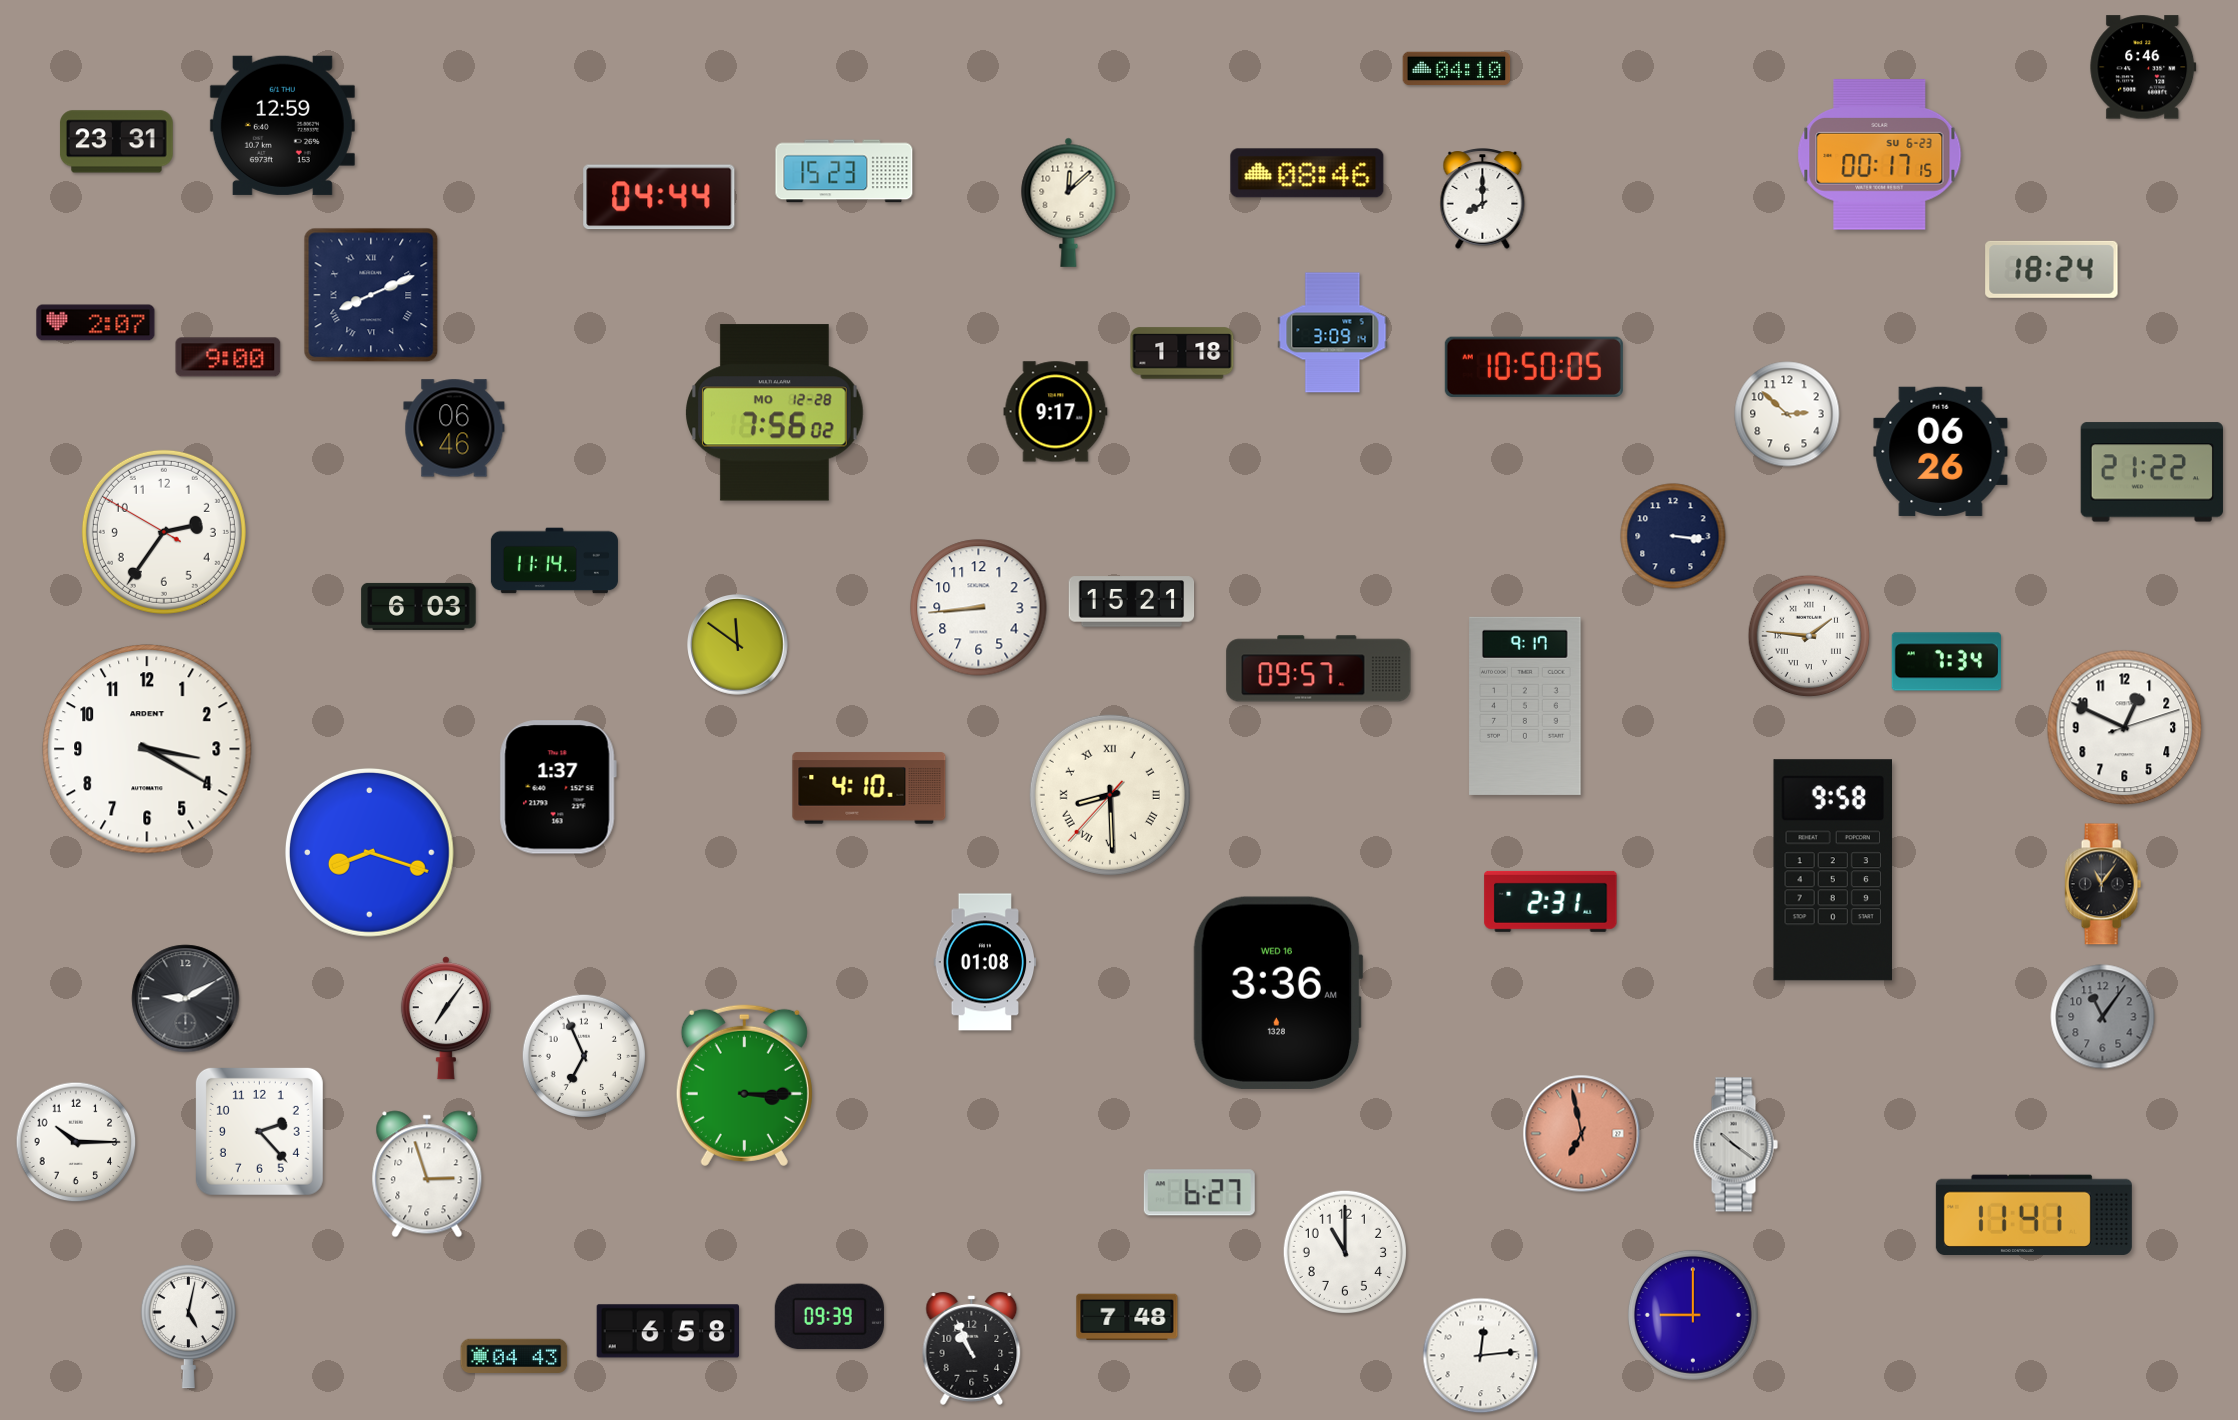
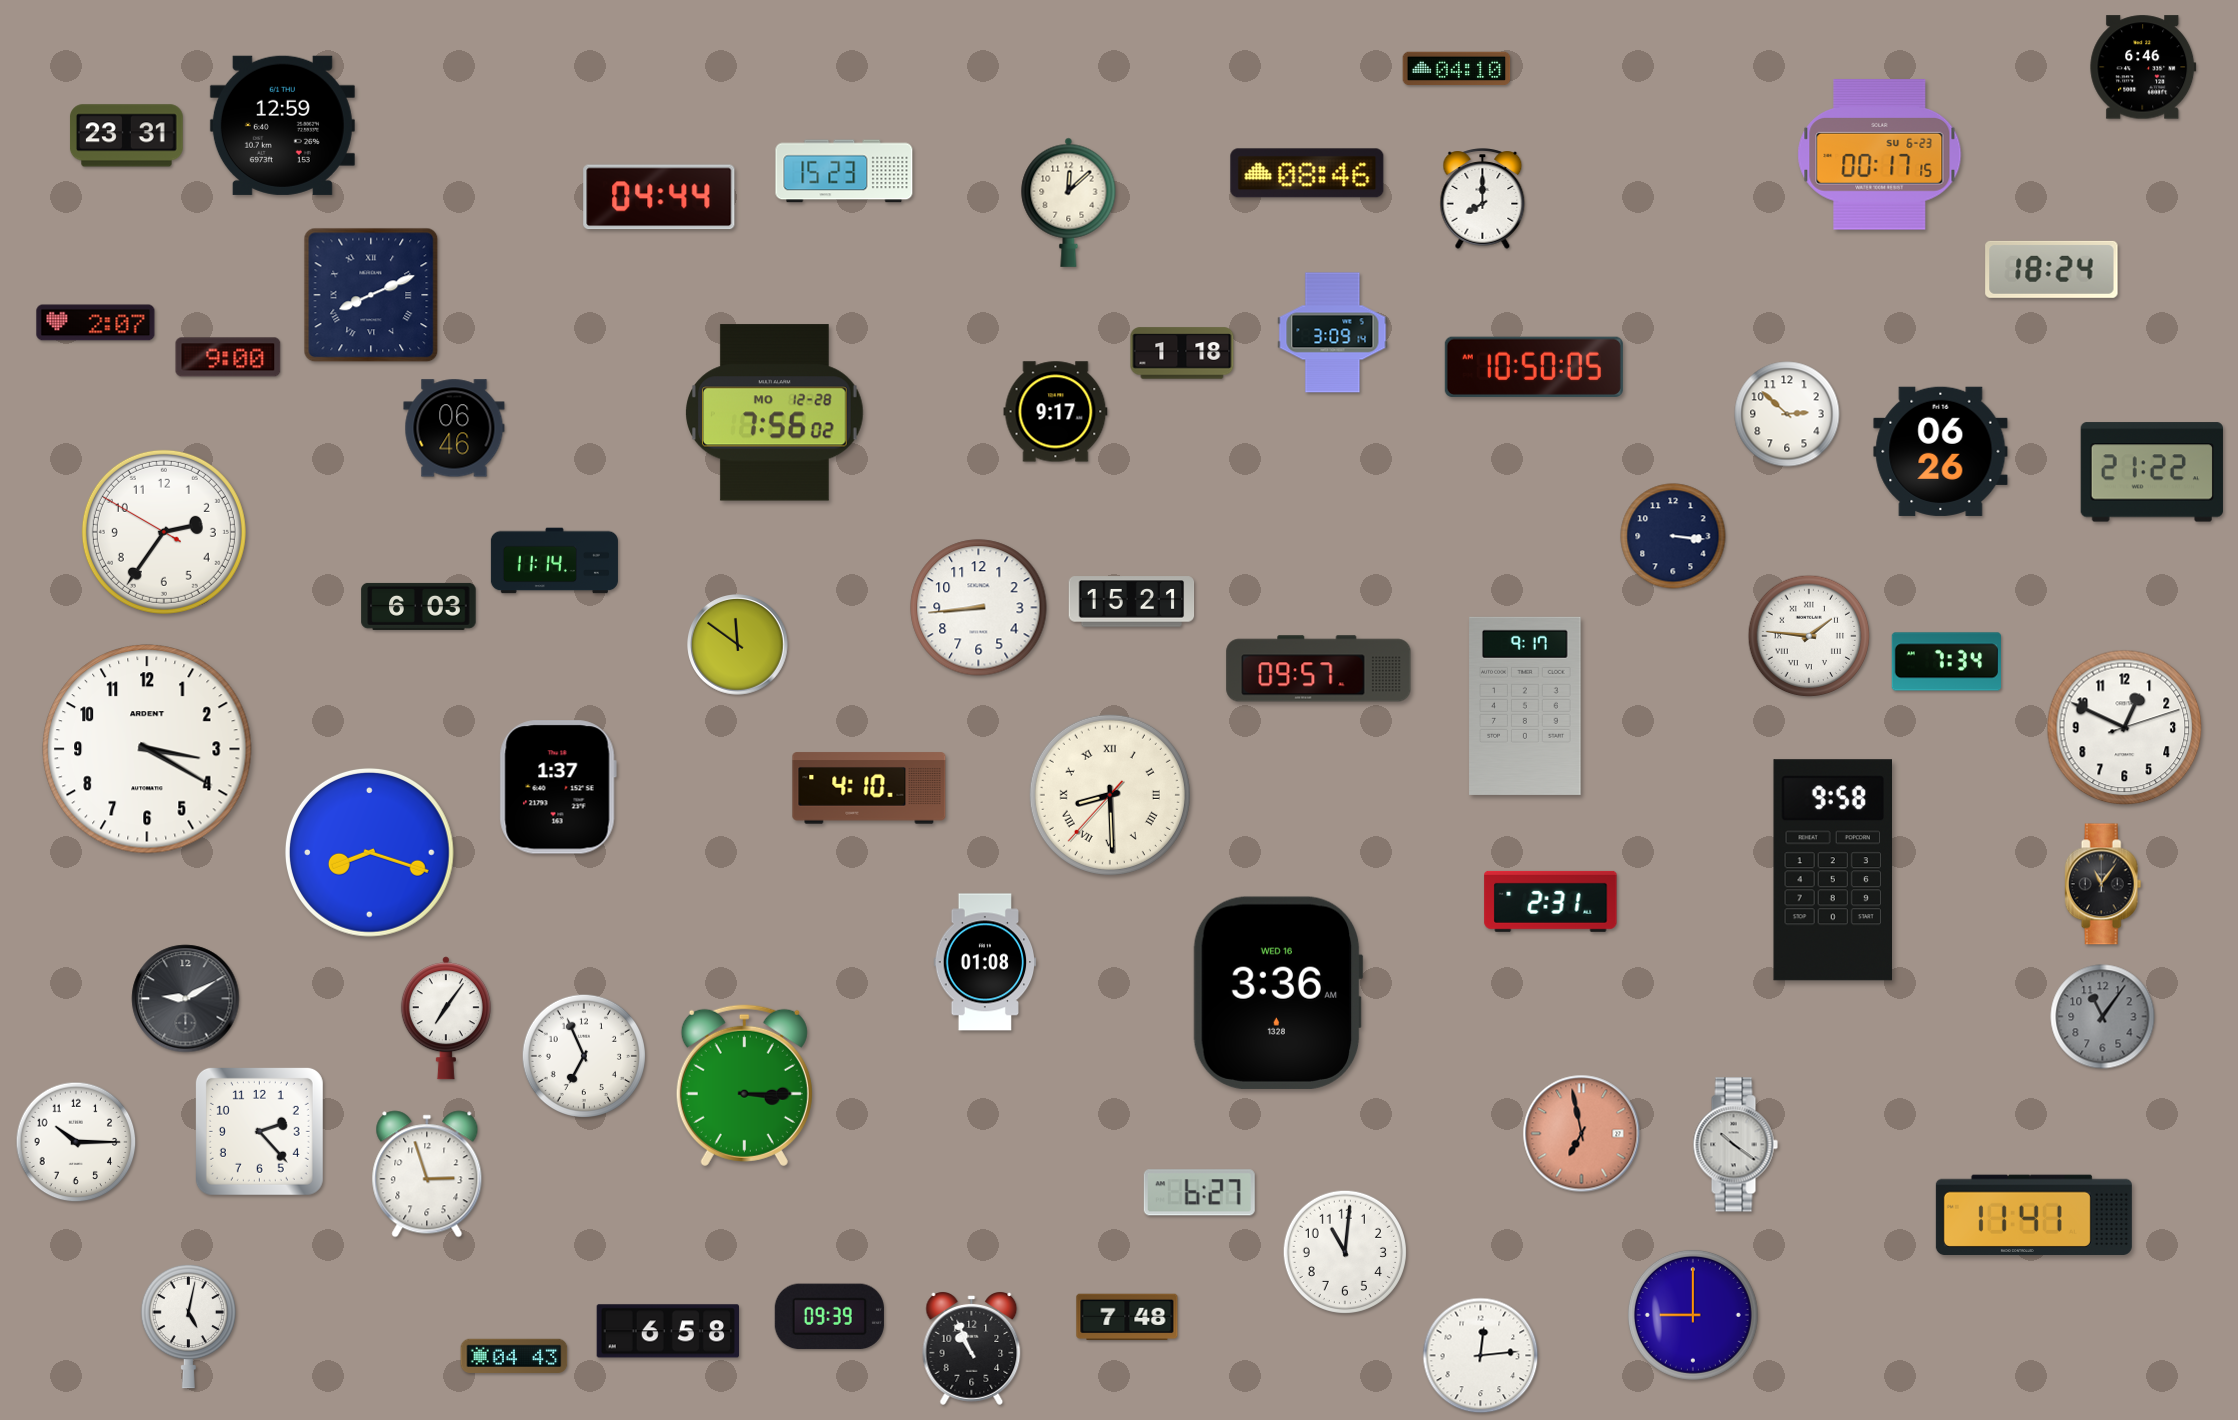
clock at (117, 142) position: (117, 142) -> (127, 136)
clock at (1344, 1251): 11:00 -> 11:01
